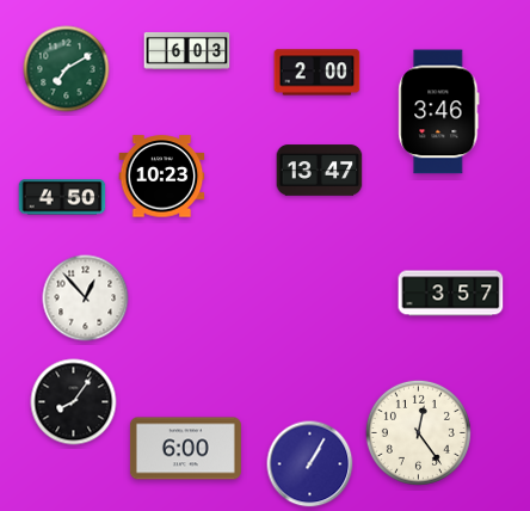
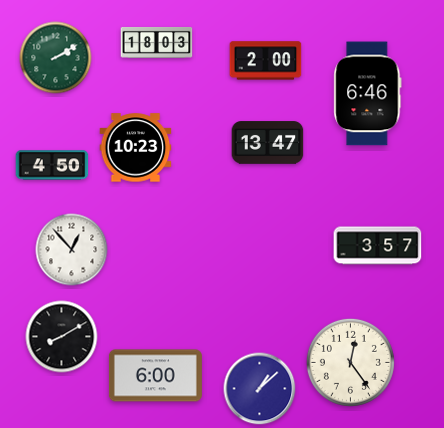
clock at (187, 50): 6:03 -> 18:03
clock at (67, 69): 7:10 -> 2:10
clock at (439, 112): 3:46 -> 6:46
clock at (74, 402): 8:06 -> 8:10
clock at (310, 464): 1:05 -> 1:08
